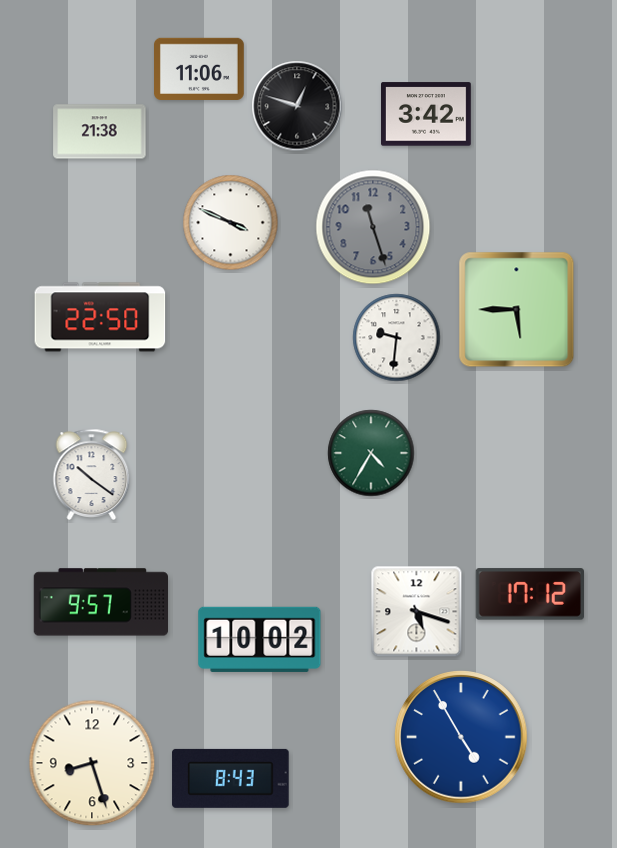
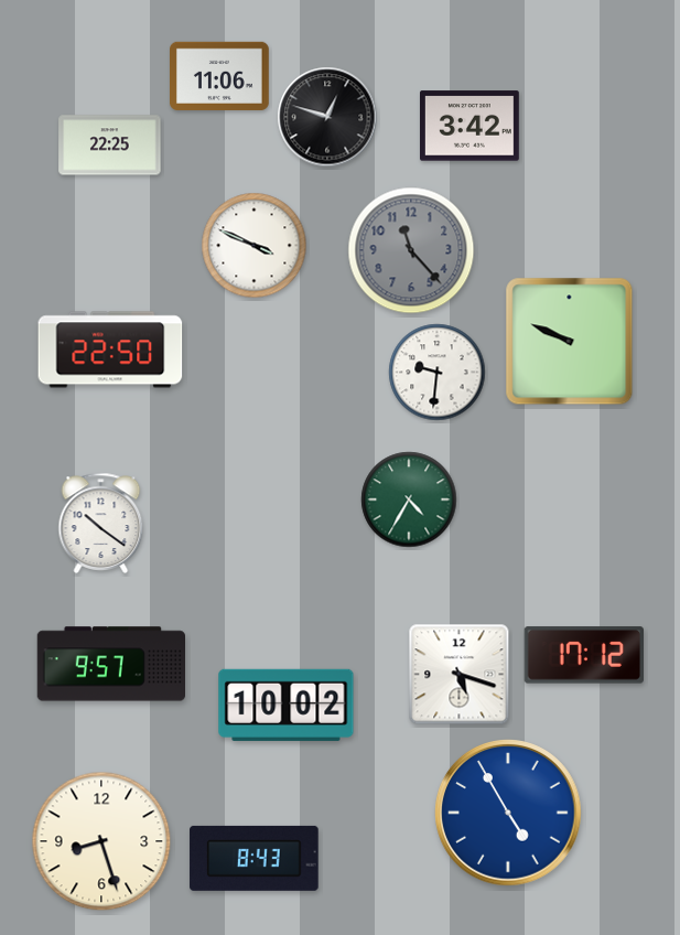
clock at (100, 132): 21:38 -> 22:25
clock at (373, 227): 11:27 -> 11:23
clock at (517, 310): 5:45 -> 9:49
